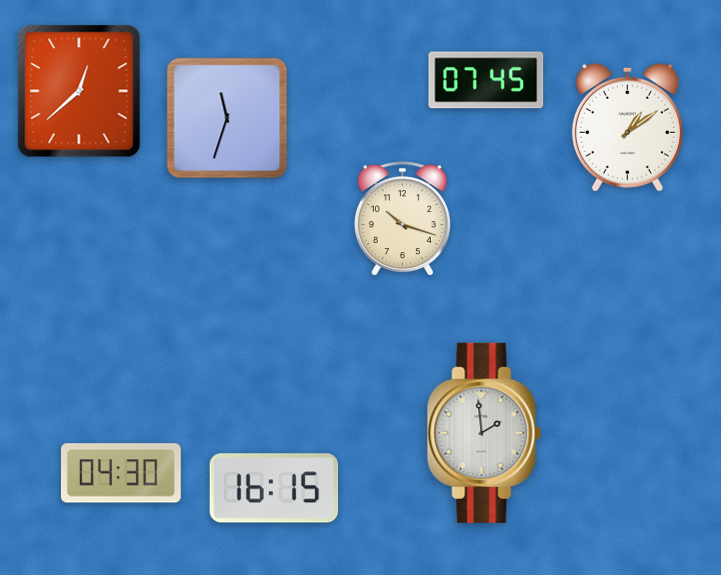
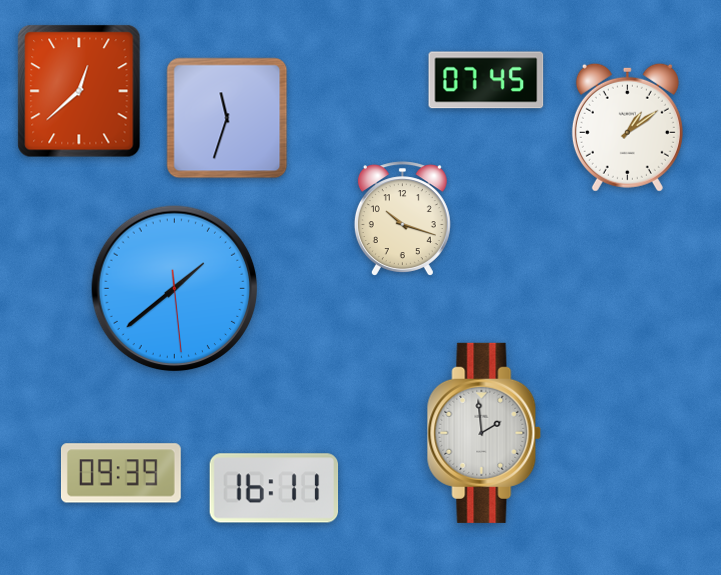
clock at (175, 289): none -> 1:38
clock at (121, 473): 04:30 -> 09:39
clock at (274, 488): 16:15 -> 16:11
